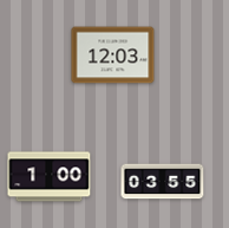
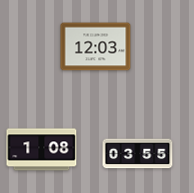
clock at (50, 177): 1:00 -> 1:08
